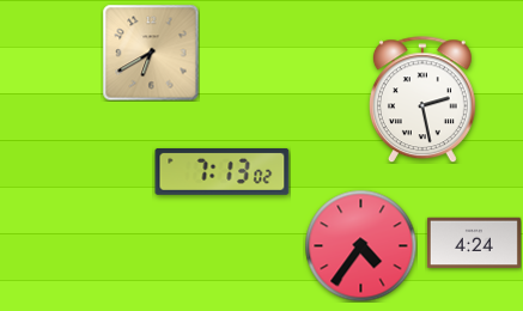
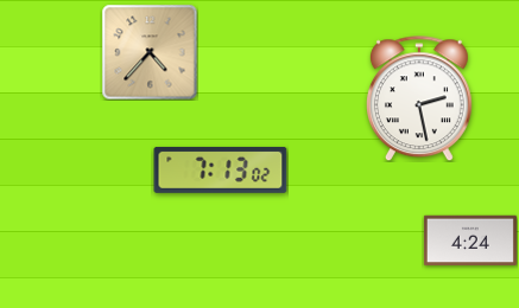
clock at (151, 53): 6:40 -> 4:37
clock at (360, 245): 4:36 -> none
